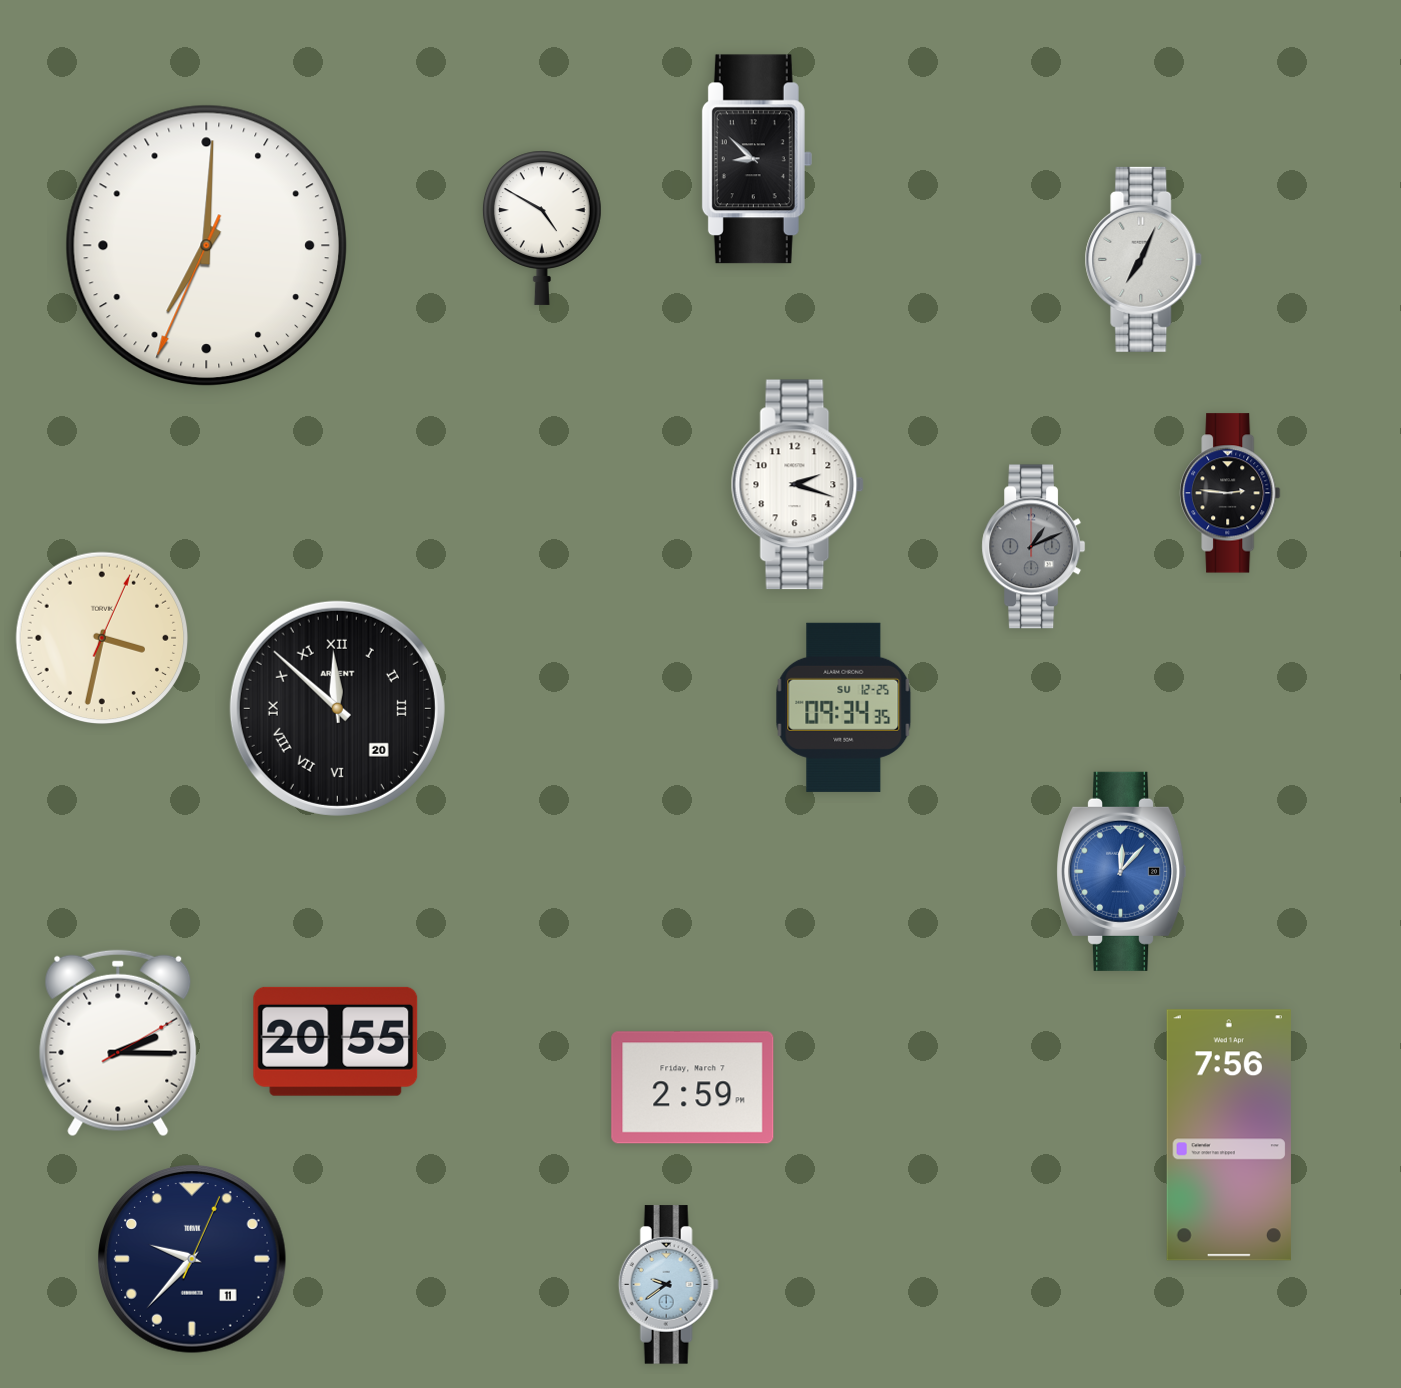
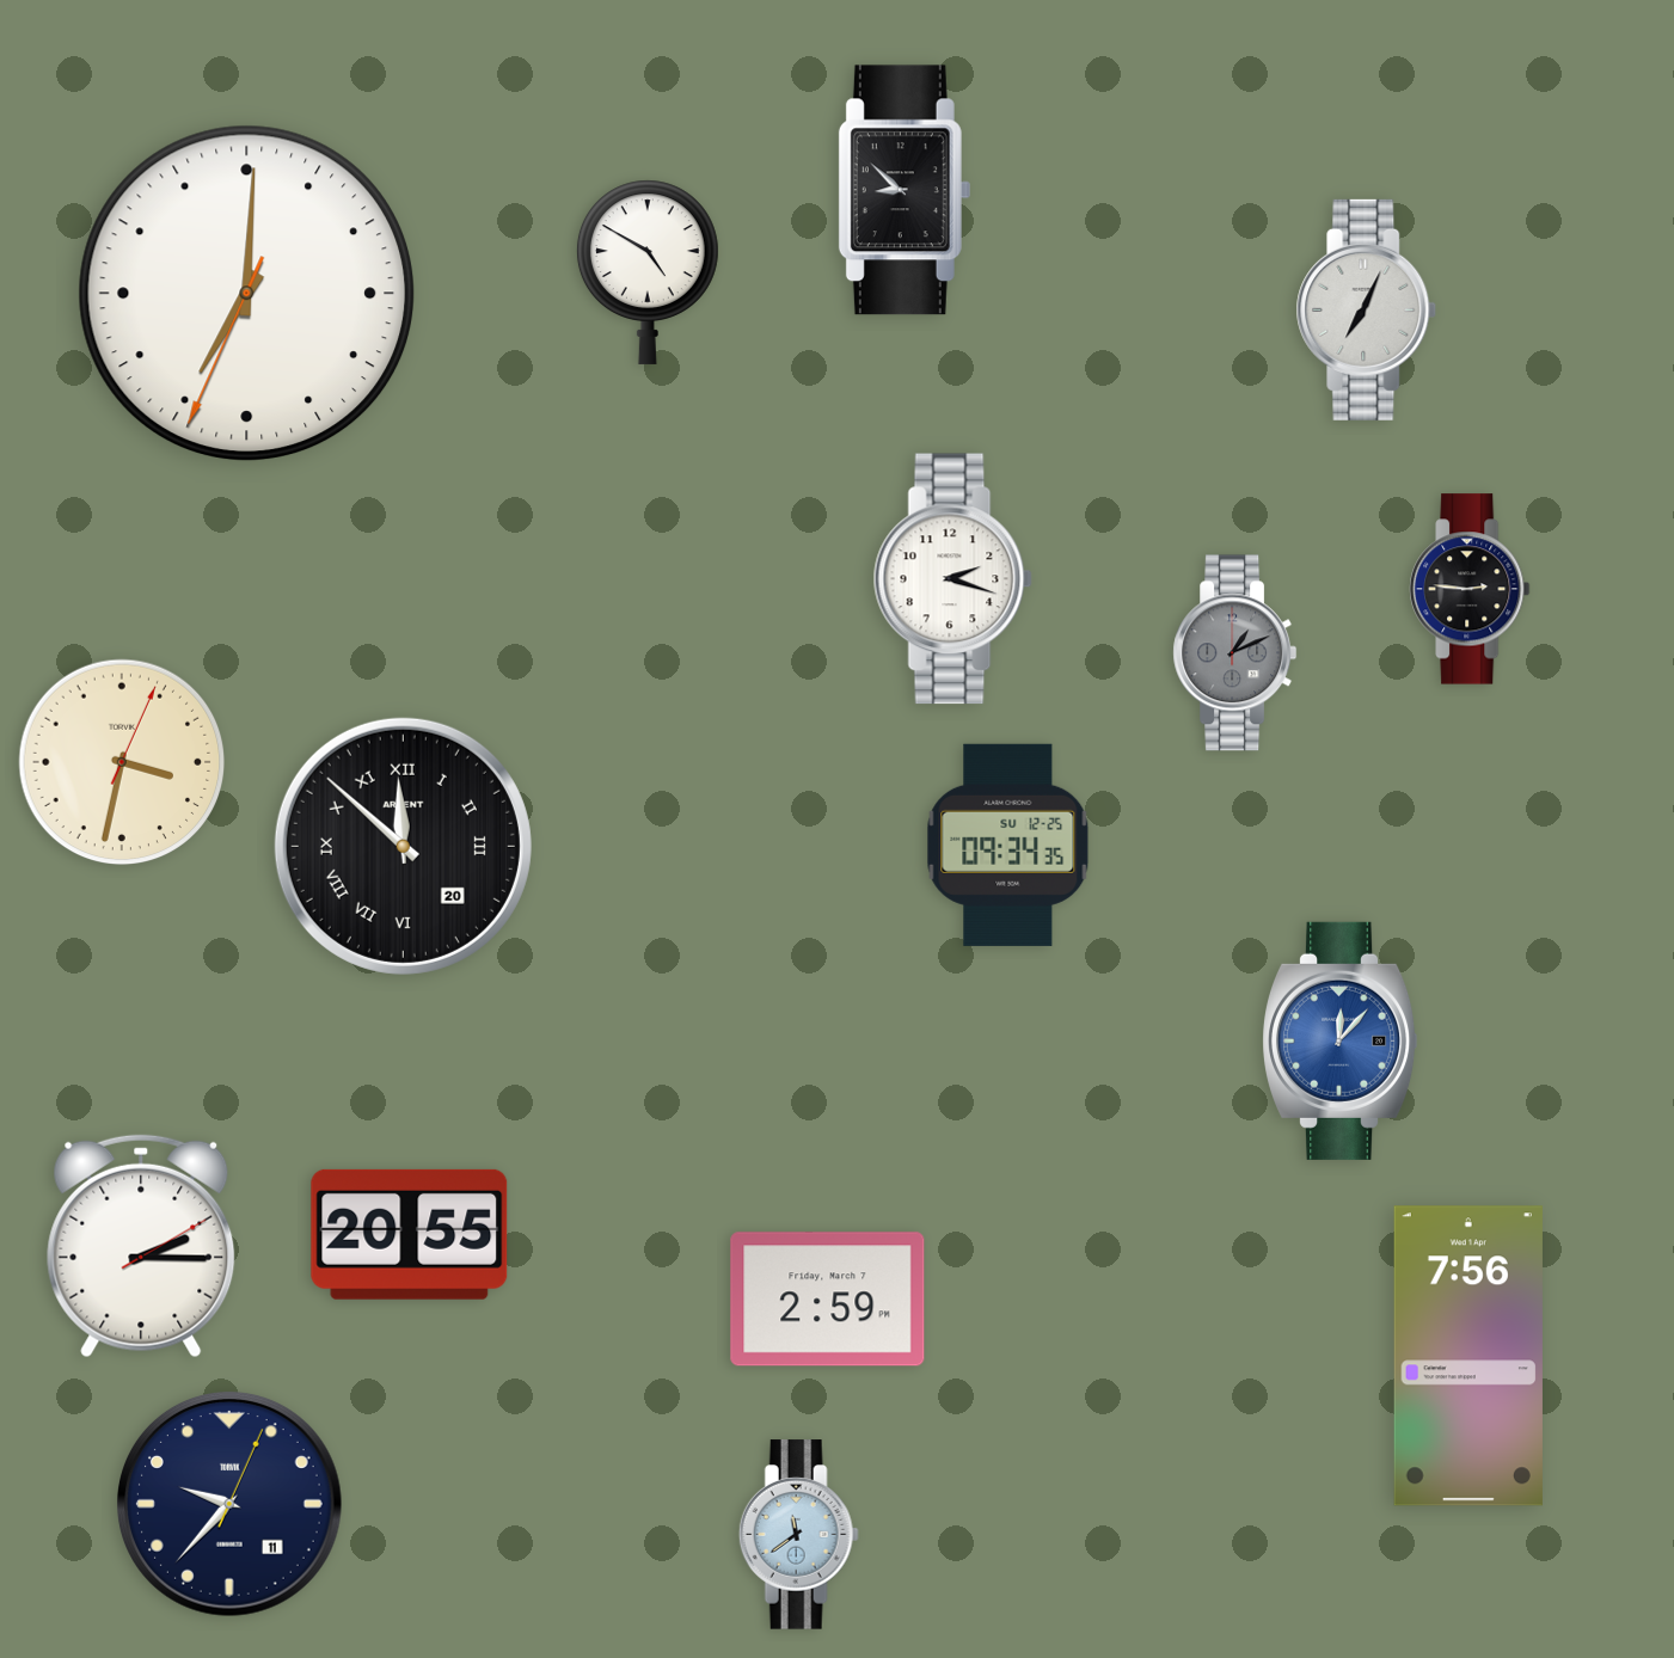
clock at (336, 1041) position: (336, 1041) -> (410, 1234)
clock at (668, 1285): 9:39 -> 11:39
